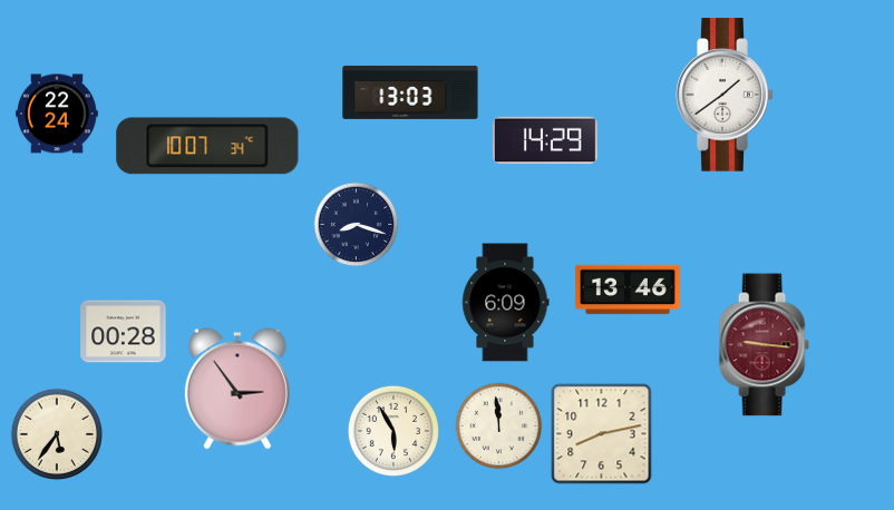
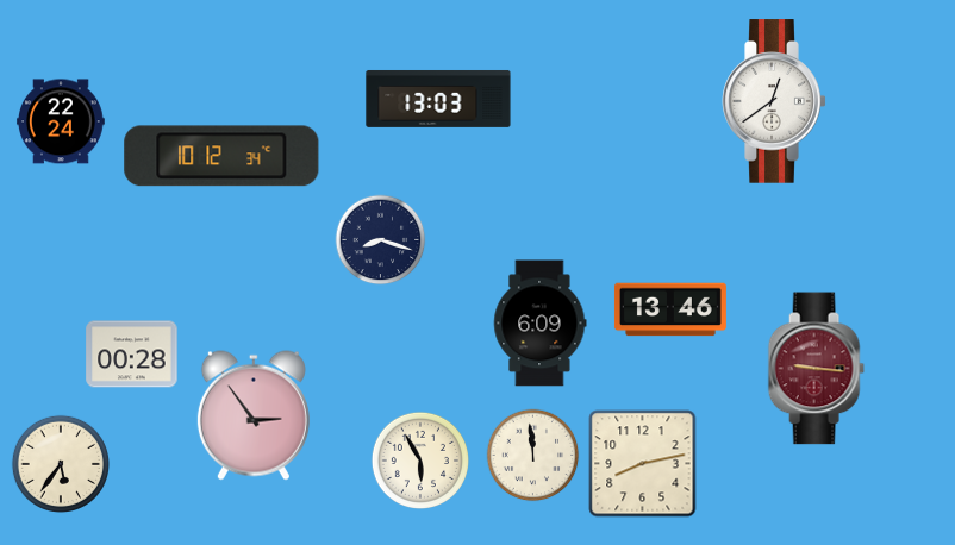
clock at (725, 95): 1:39 -> 12:39
clock at (545, 140): 14:29 -> none
clock at (207, 146): 10:07 -> 10:12
